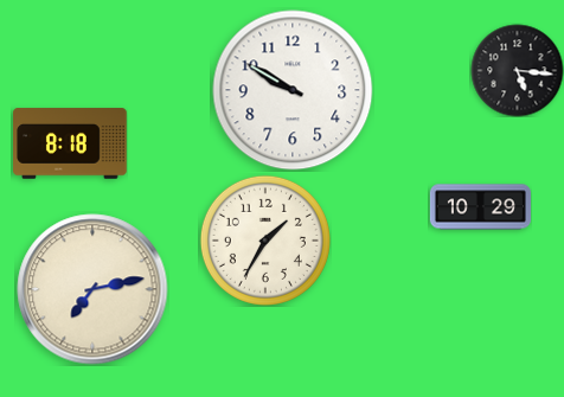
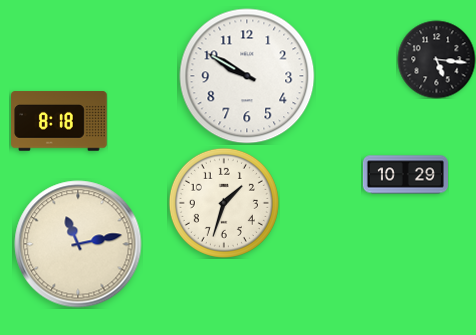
clock at (265, 241): 1:35 -> 1:33
clock at (92, 289): 7:13 -> 11:13
